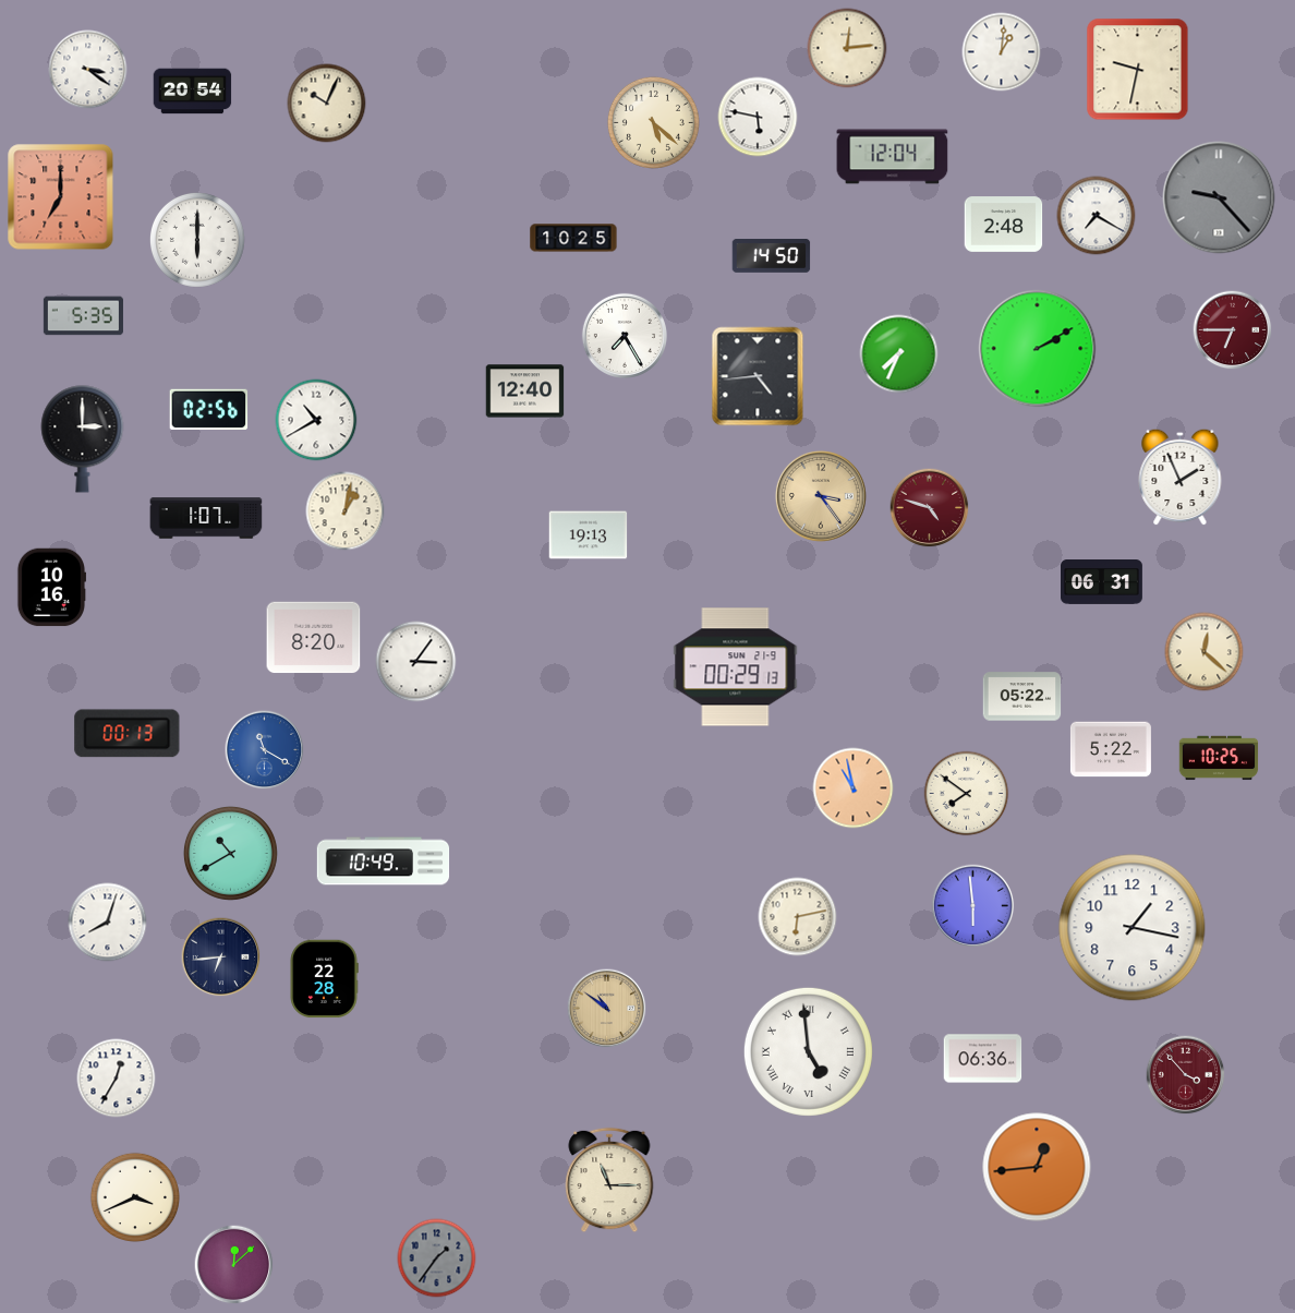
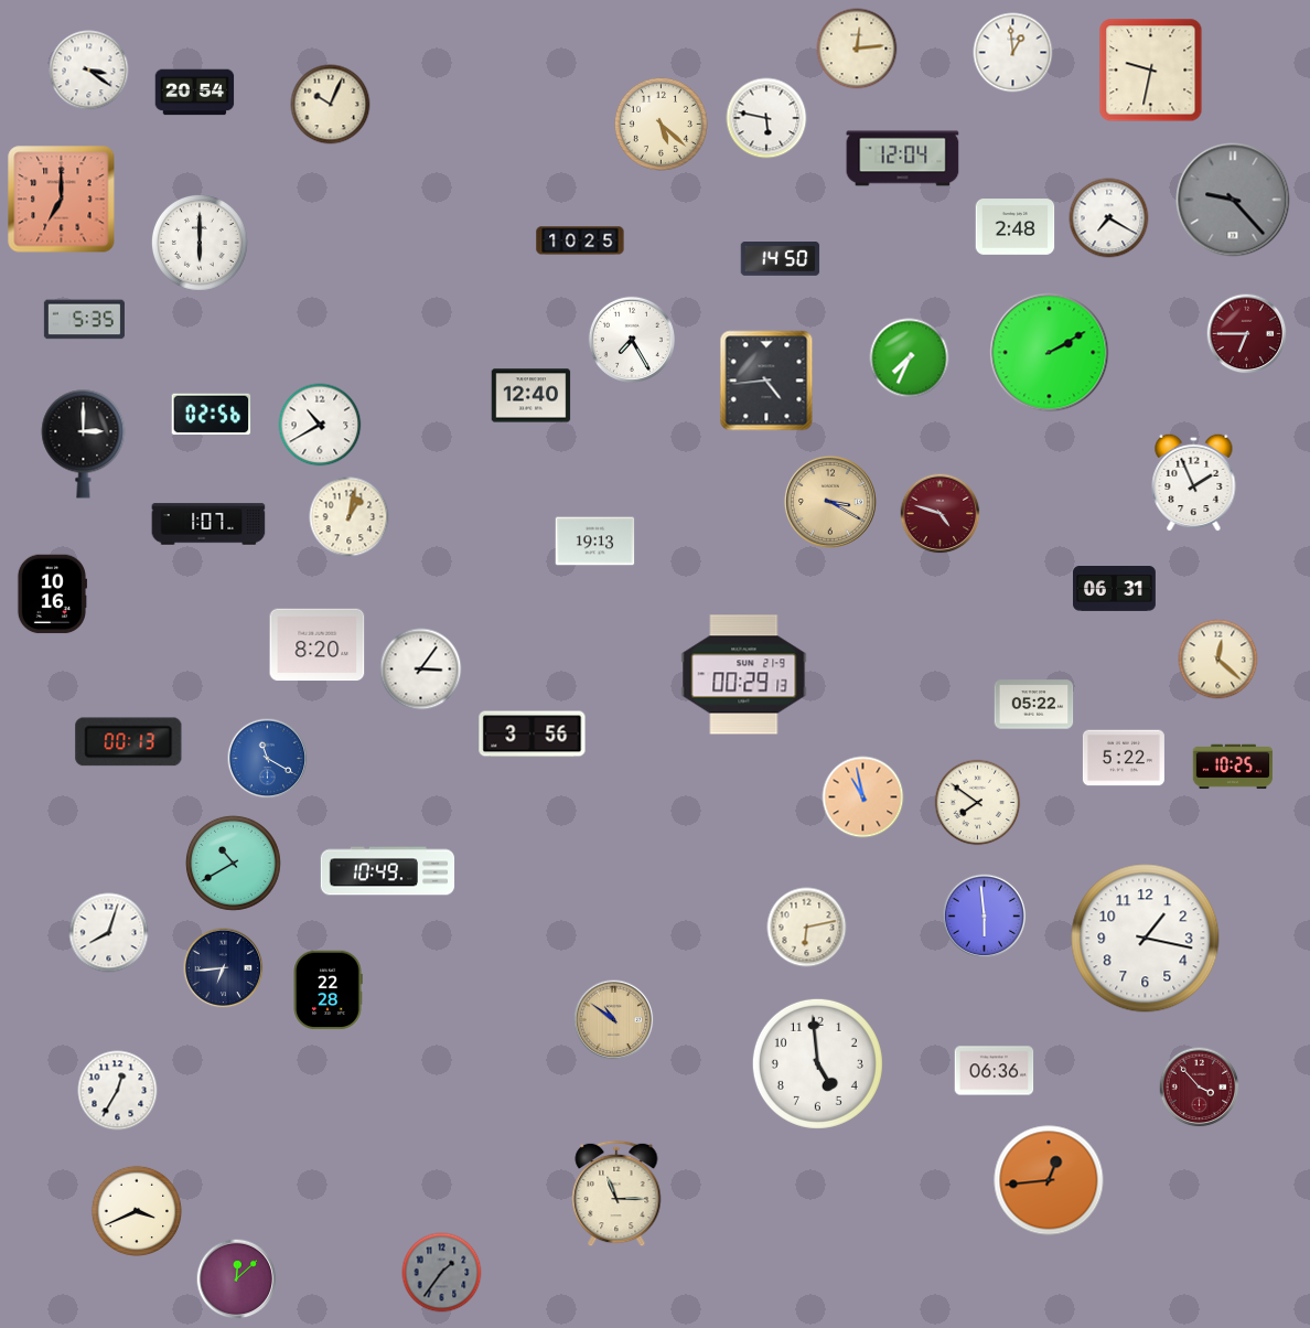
clock at (1002, 52): 1:01 -> 12:59
clock at (821, 496): 3:24 -> 3:20
clock at (533, 735): none -> 3:56
clock at (808, 1051) numerals: Roman -> Arabic
